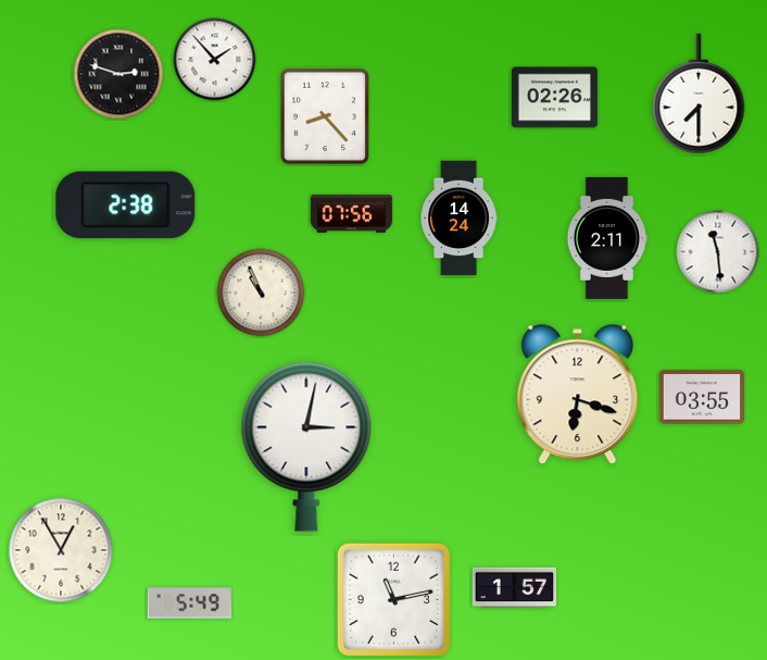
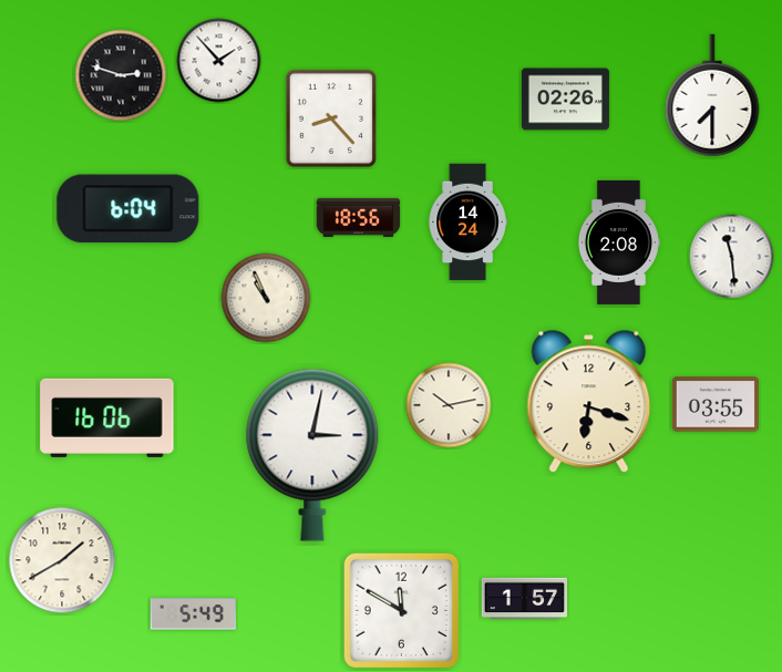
clock at (126, 206): 2:38 -> 6:04
clock at (352, 213): 07:56 -> 18:56
clock at (606, 238): 2:11 -> 2:08
clock at (449, 405): none -> 10:13
clock at (107, 417): none -> 16:06
clock at (61, 550): 12:55 -> 1:40
clock at (393, 599): 11:13 -> 11:50
